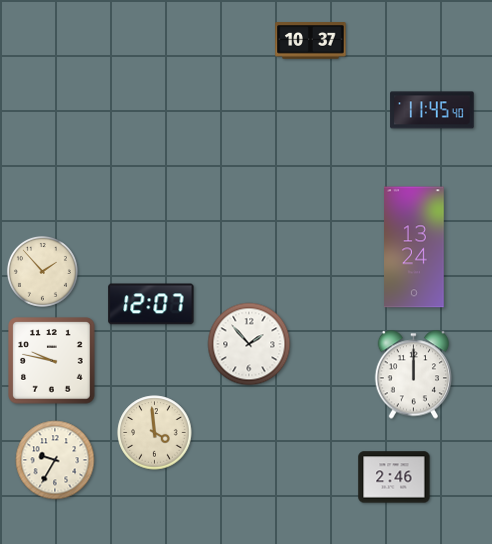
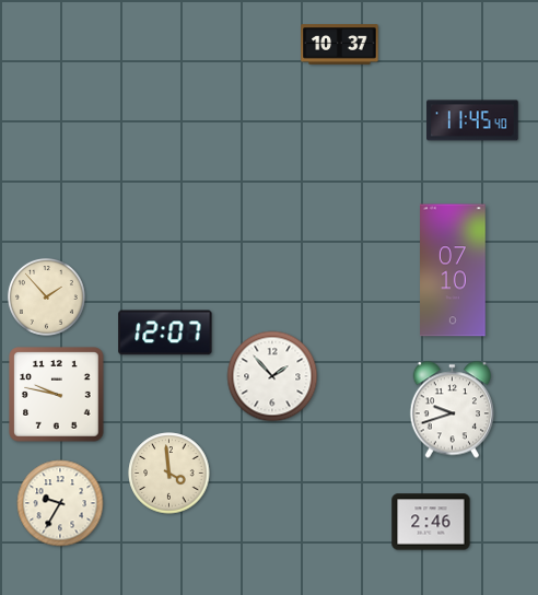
clock at (414, 247): 13:24 -> 07:10
clock at (414, 375): 12:00 -> 9:42
